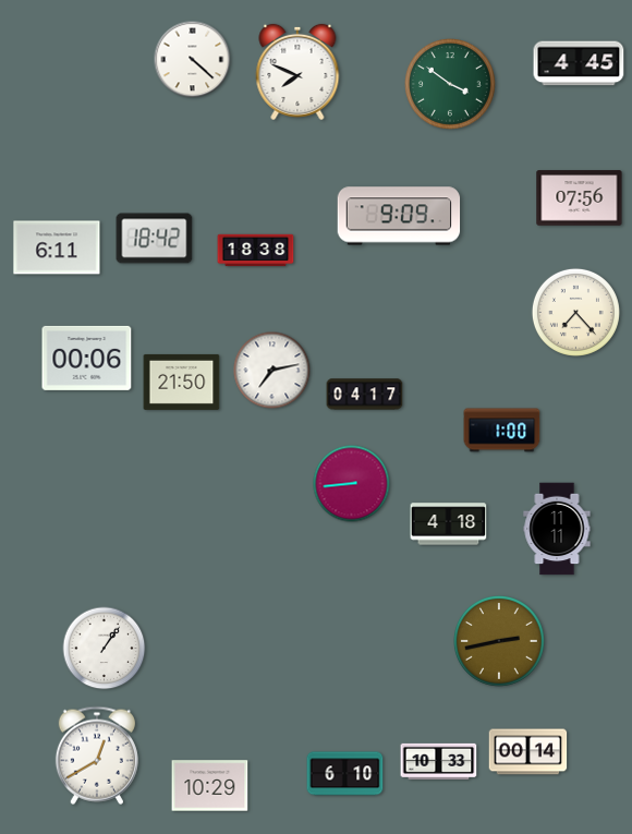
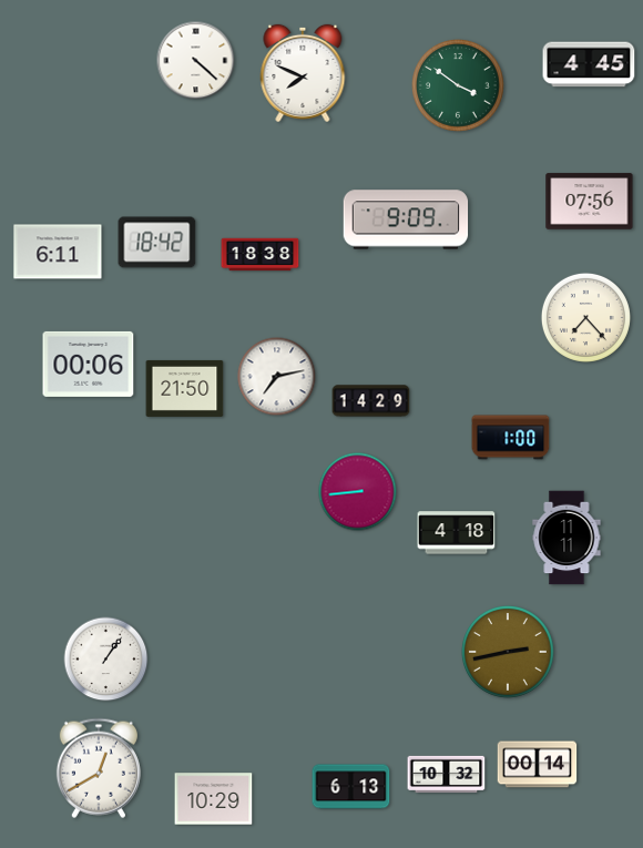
clock at (365, 395): 04:17 -> 14:29
clock at (439, 761): 10:33 -> 10:32
clock at (345, 774): 6:10 -> 6:13
